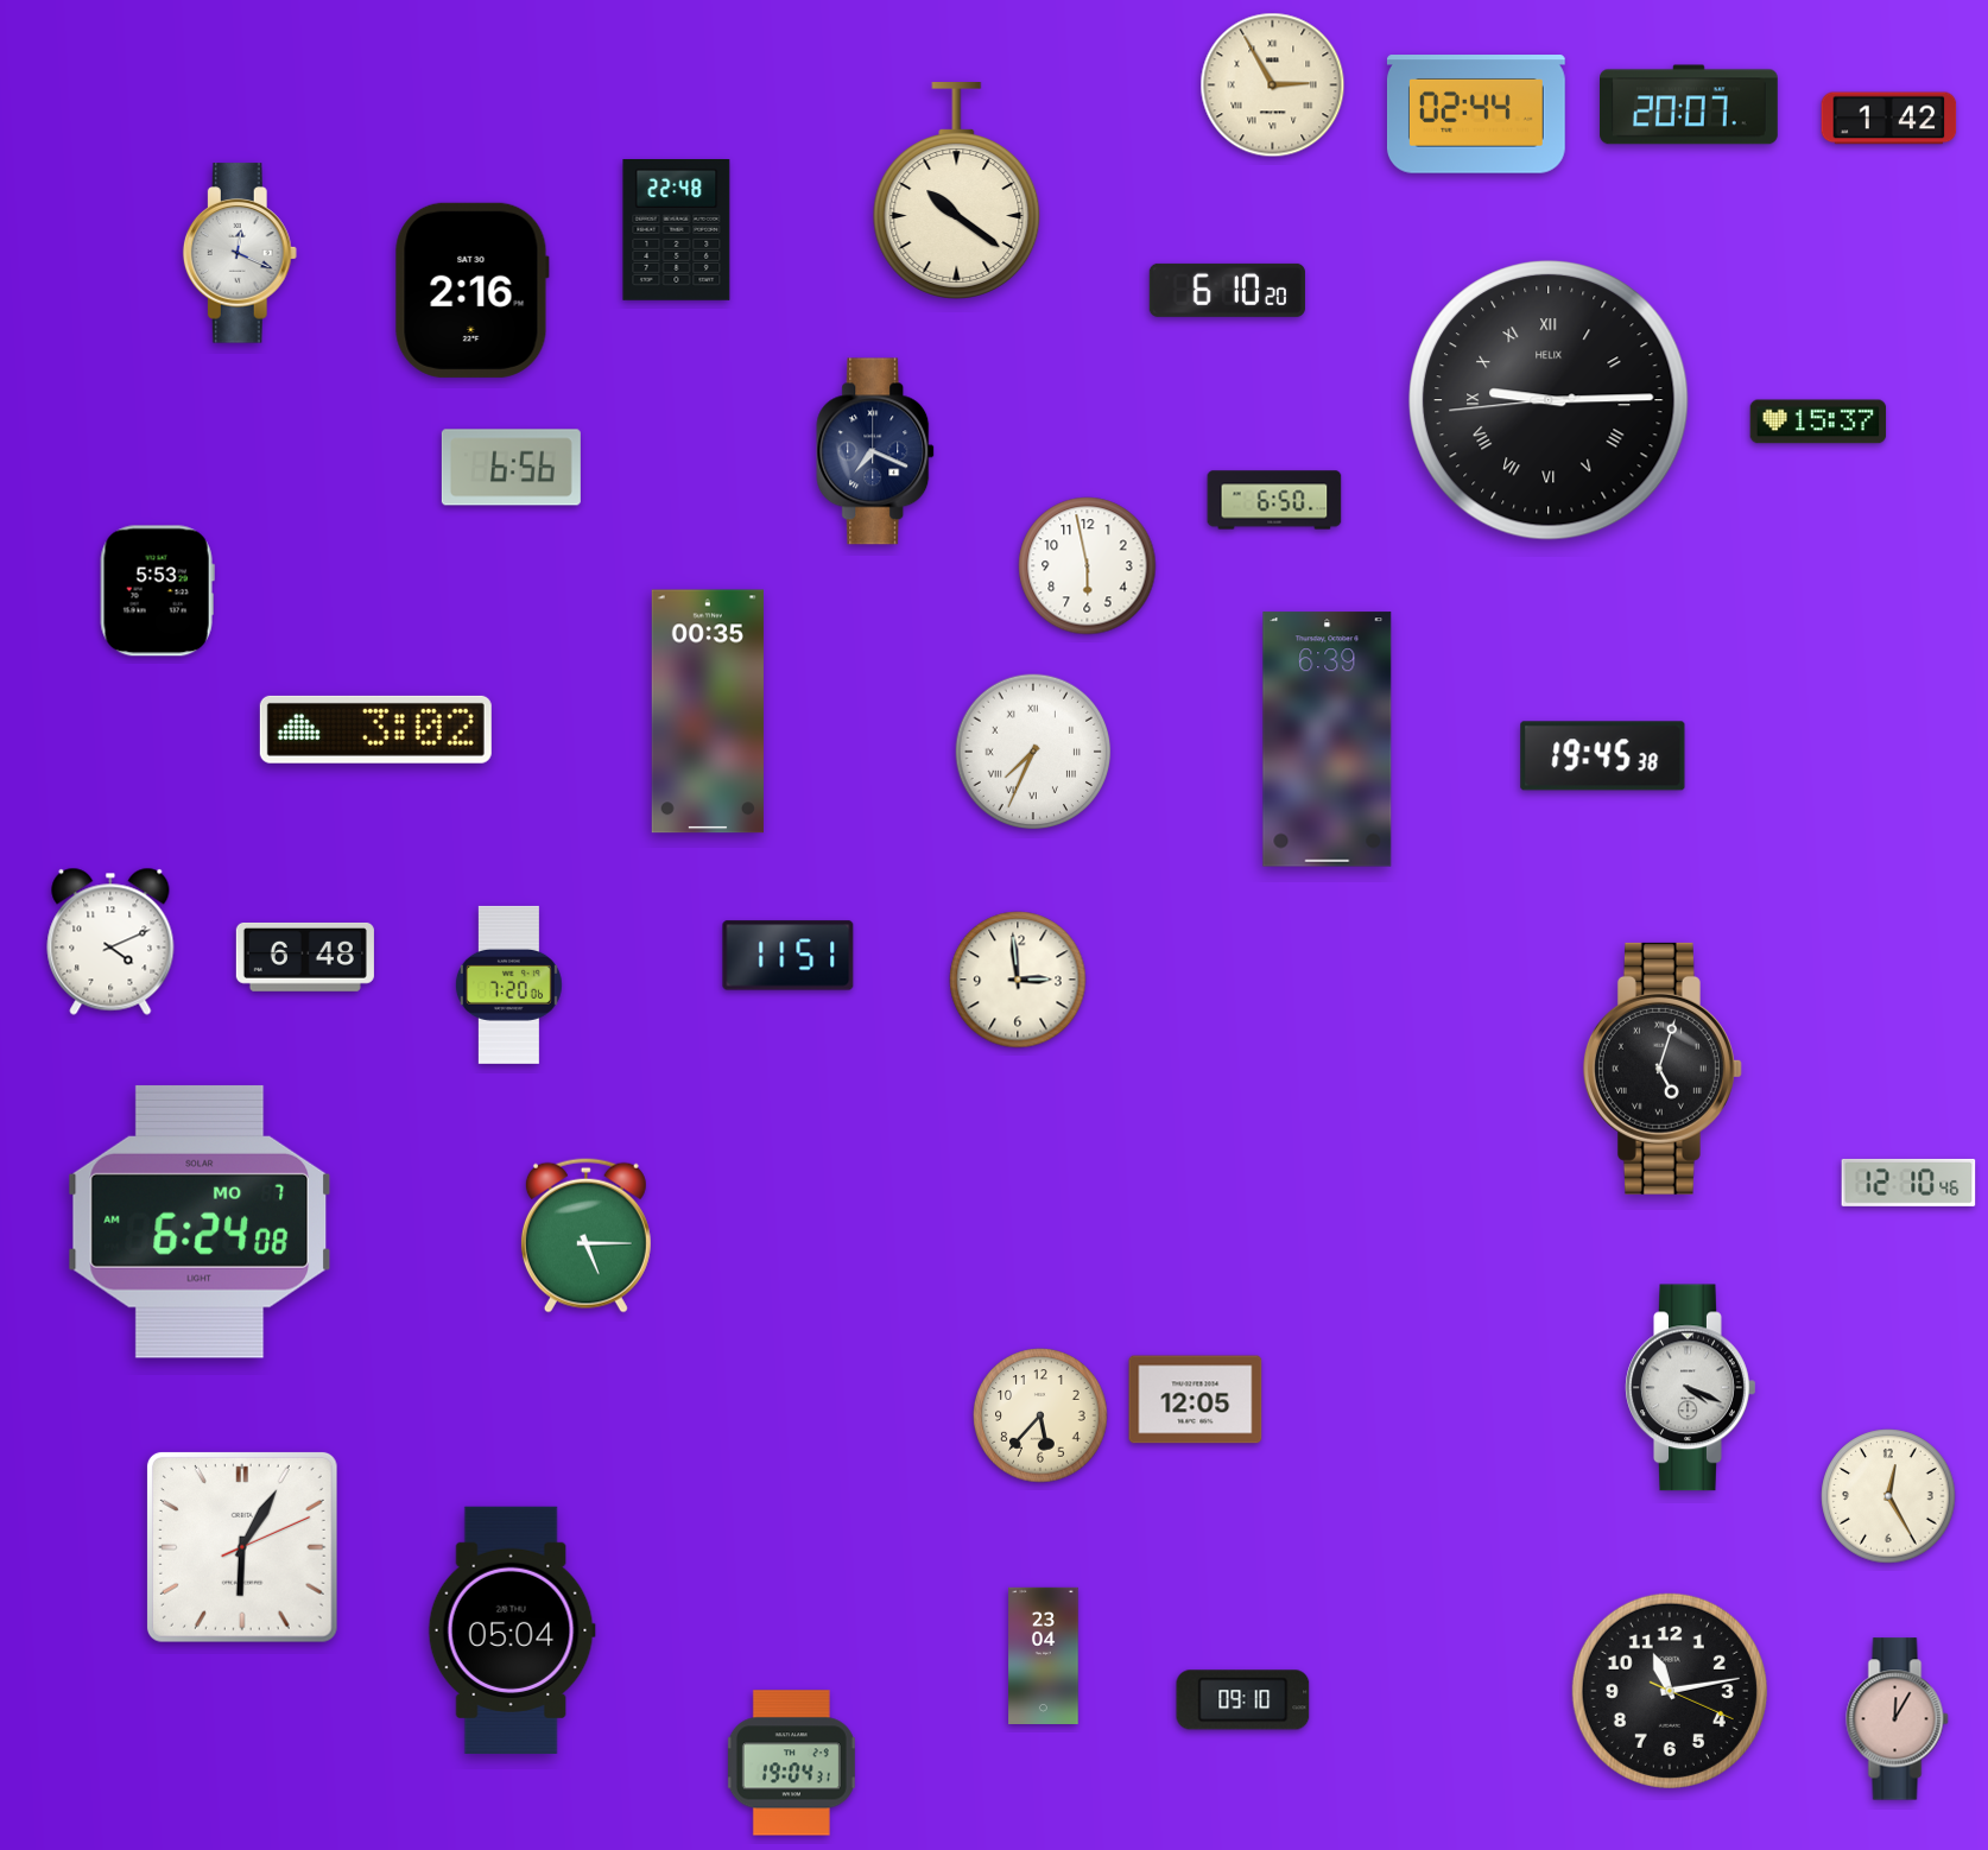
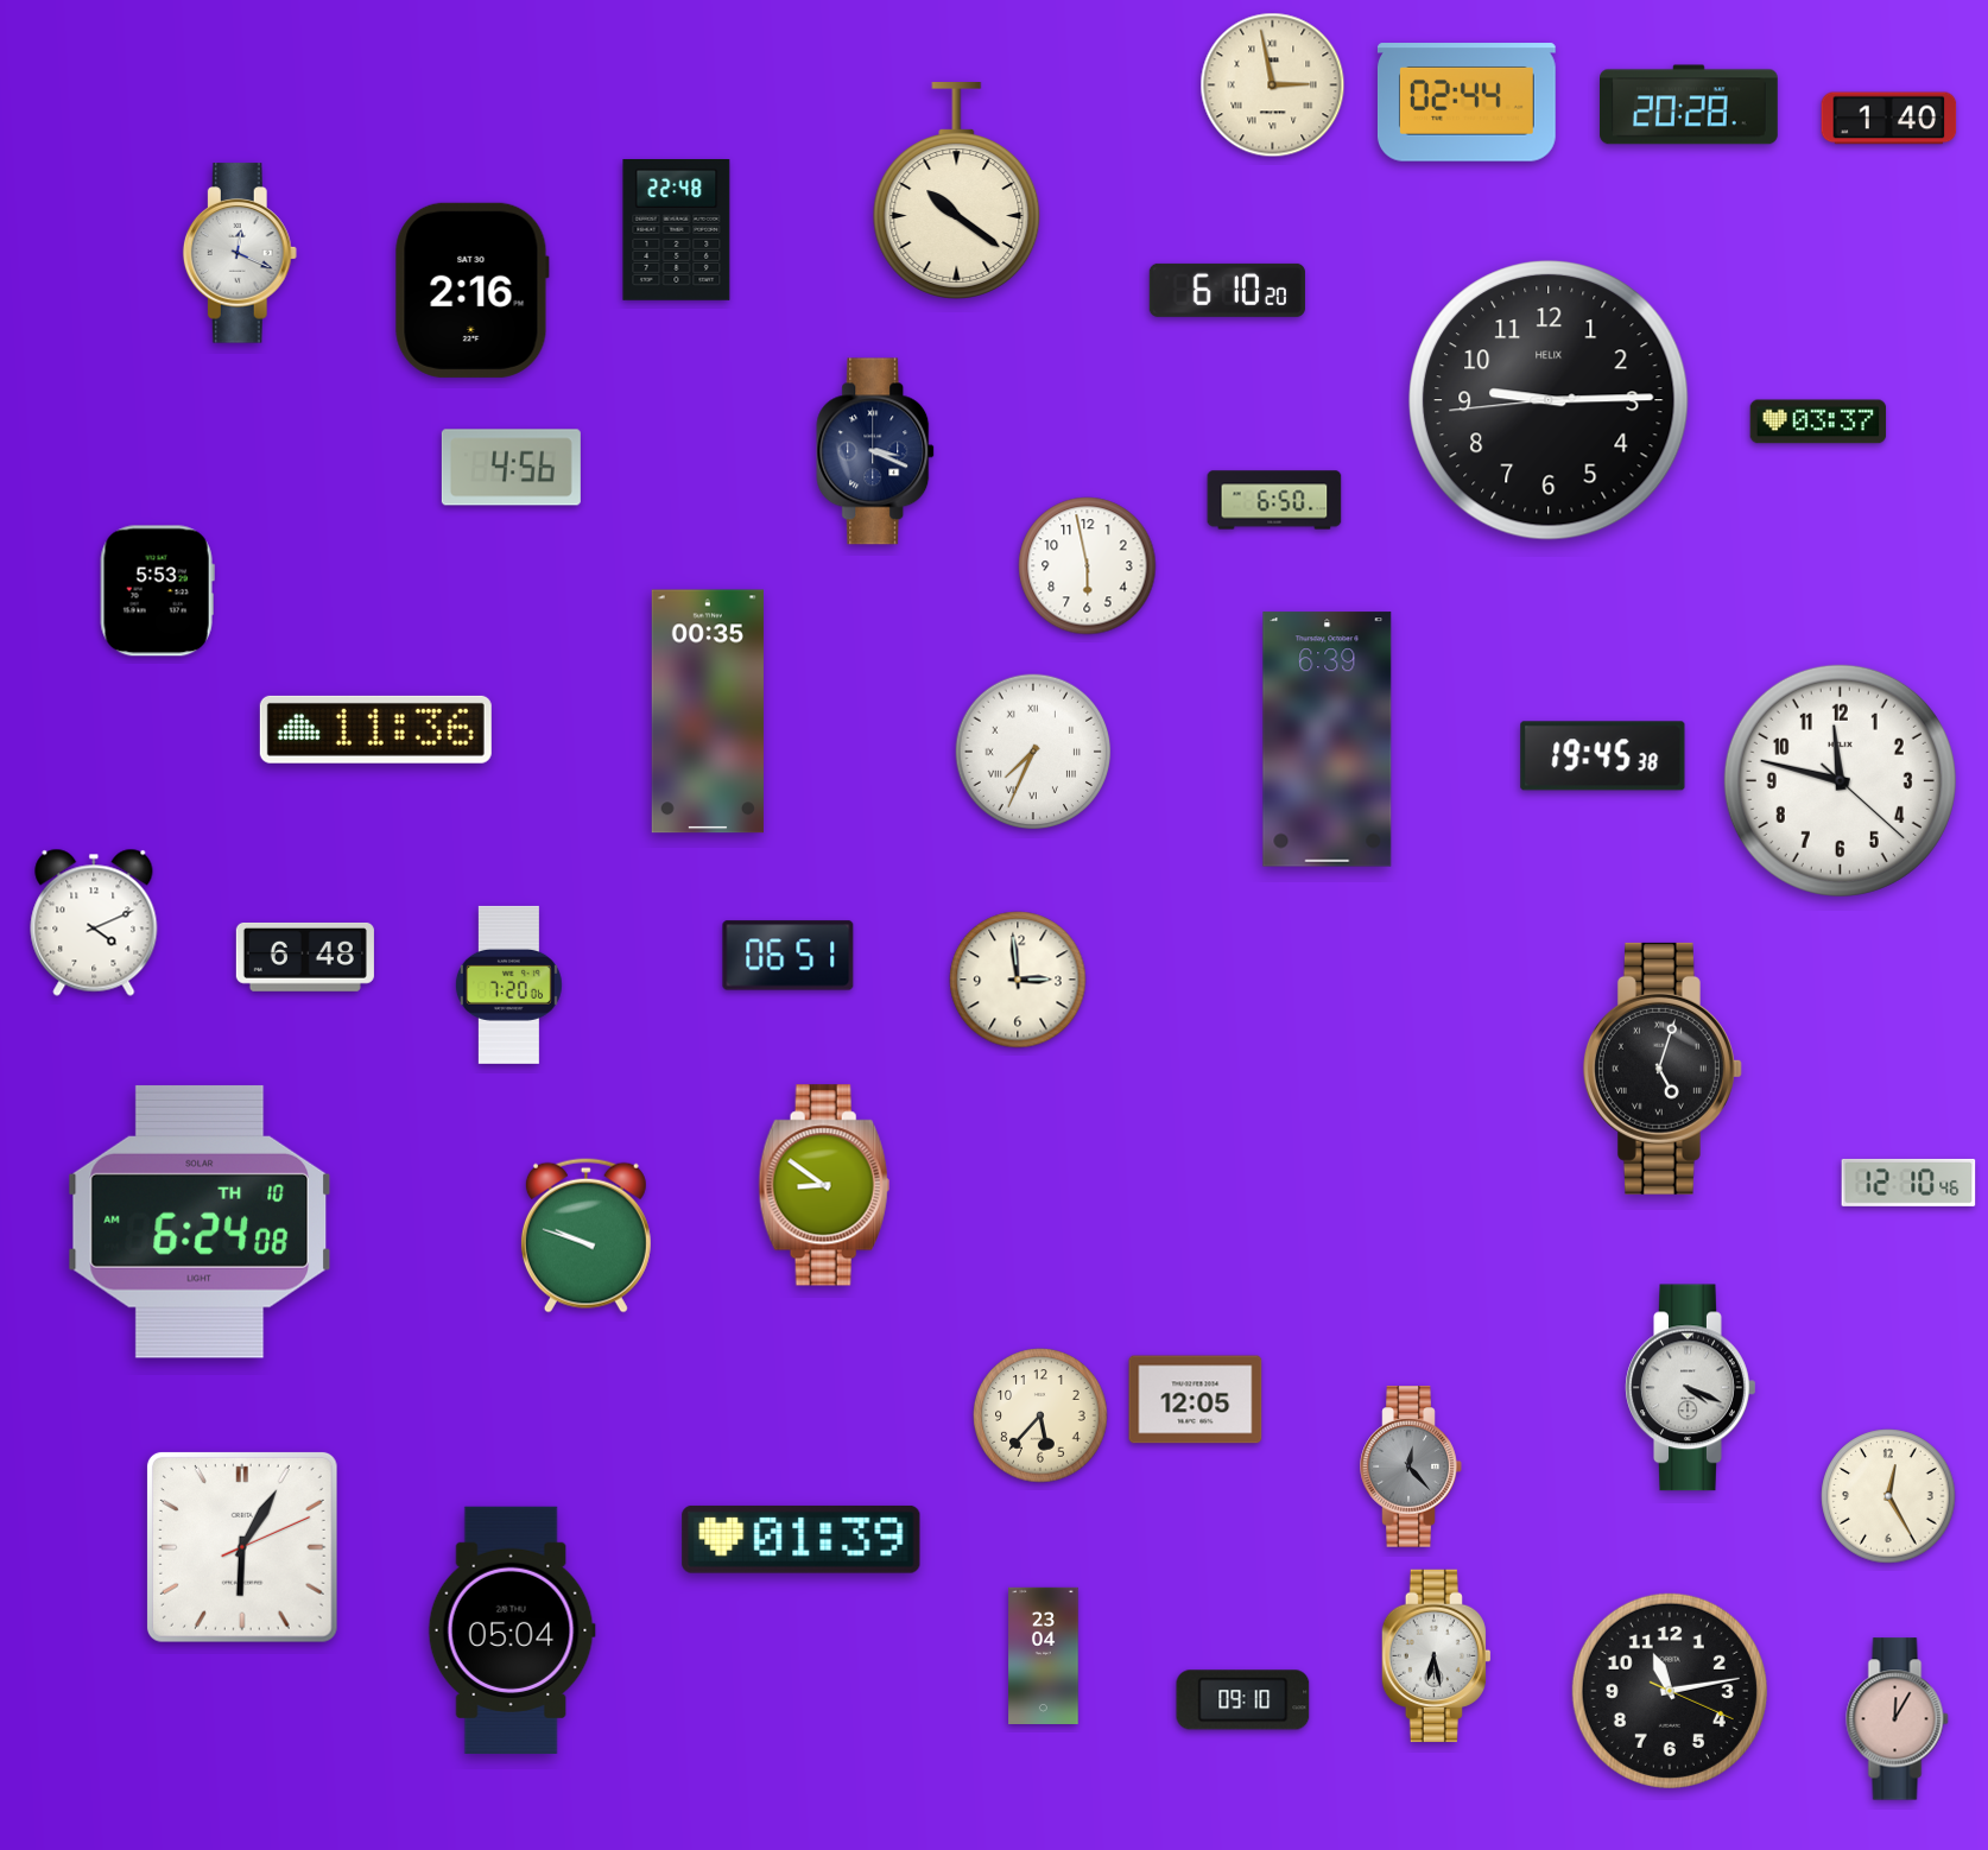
clock at (1273, 85): 2:55 -> 2:58
clock at (1690, 104): 20:07 -> 20:28
clock at (1476, 114) position: (1476, 114) -> (1467, 102)
clock at (1889, 119): 1:42 -> 1:40
clock at (1549, 400) numerals: Roman -> Arabic
clock at (1818, 422): 15:37 -> 03:37
clock at (876, 451): 7:19 -> 3:19
clock at (511, 468): 6:56 -> 4:56
clock at (375, 729): 3:02 -> 11:36
clock at (1840, 780): none -> 11:47
clock at (110, 942) position: (110, 942) -> (94, 923)
clock at (789, 956): 11:51 -> 06:51
clock at (824, 1185): none -> 8:51
clock at (198, 1222) date: MO 7 -> TH 10
clock at (585, 1235): 5:15 -> 9:48
clock at (1411, 1466): none -> 12:23
clock at (802, 1539): none -> 01:39
clock at (1436, 1656): none -> 6:28
clock at (791, 1763): 19:04 -> none
